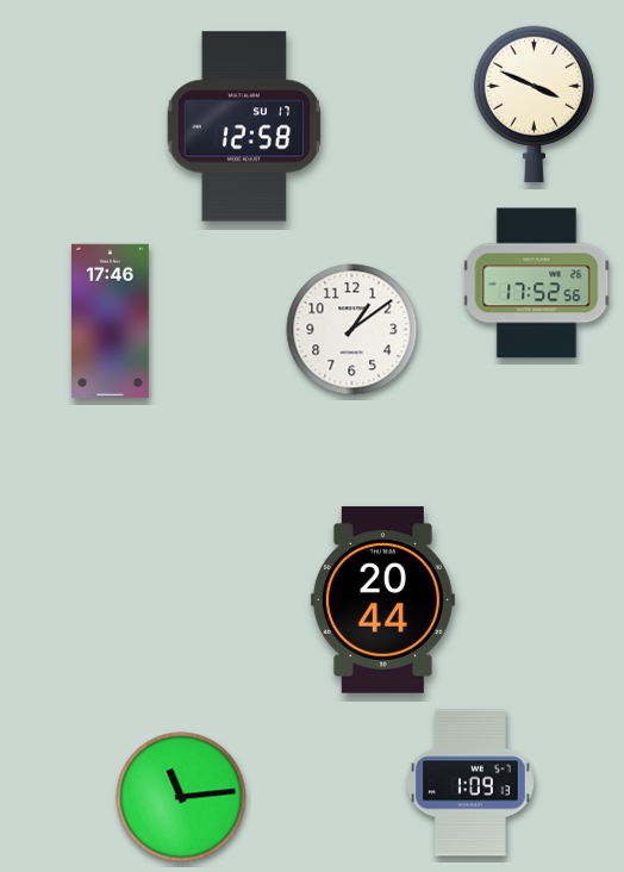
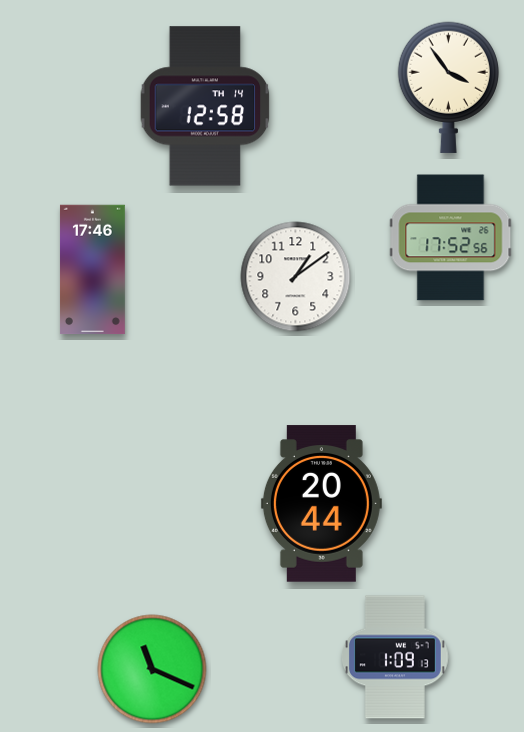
clock at (533, 104): 3:49 -> 3:54
clock at (244, 126) date: SU 17 -> TH 14
clock at (181, 797): 11:14 -> 11:19
